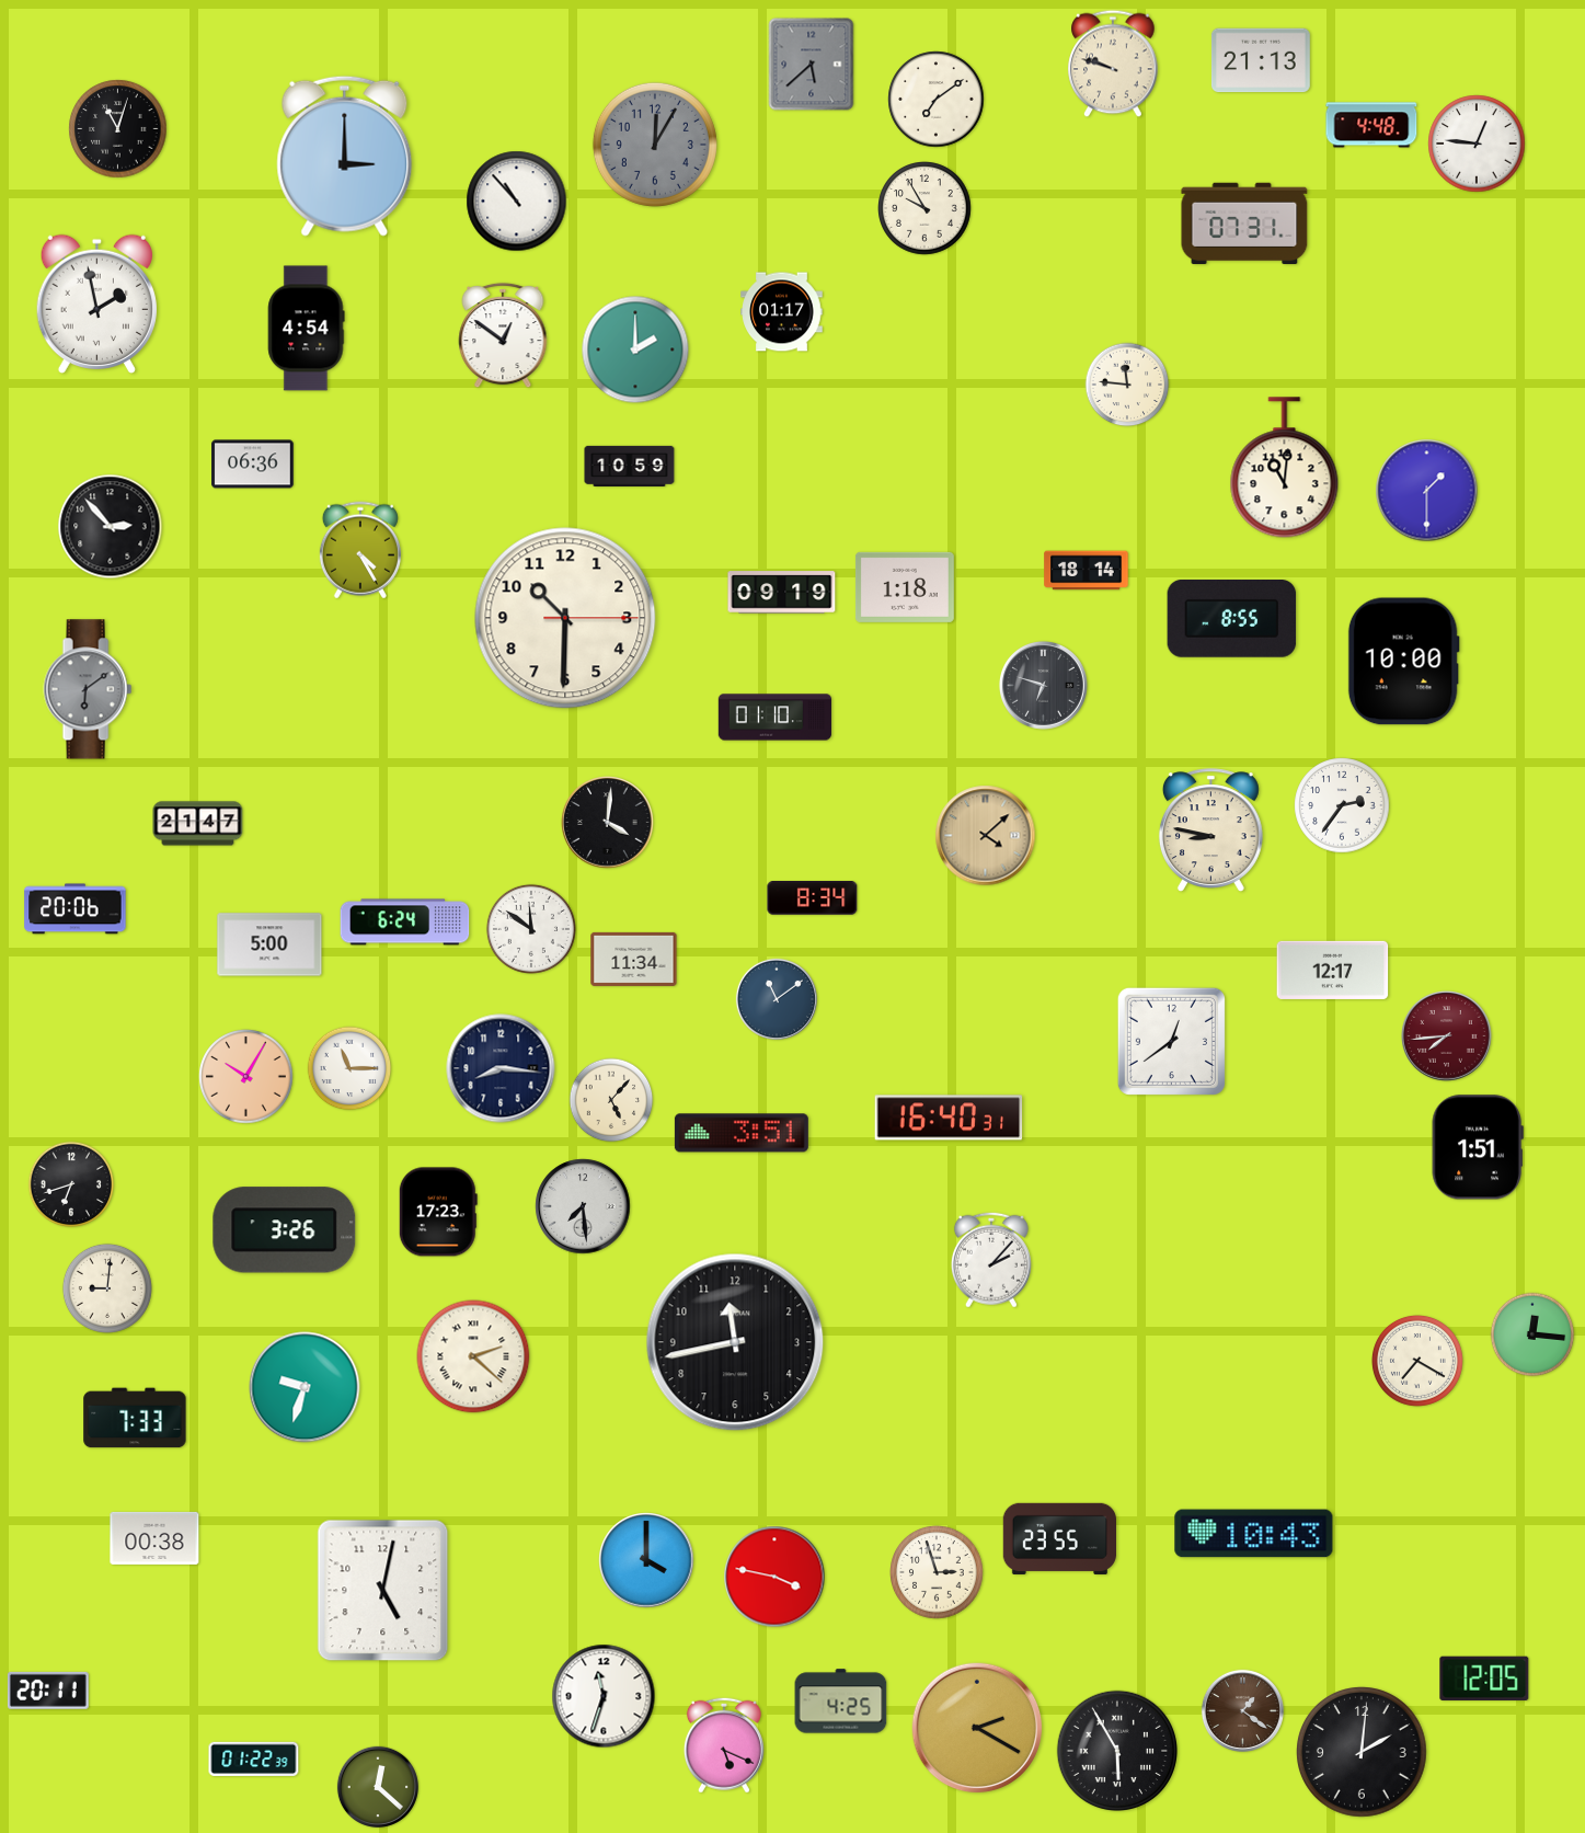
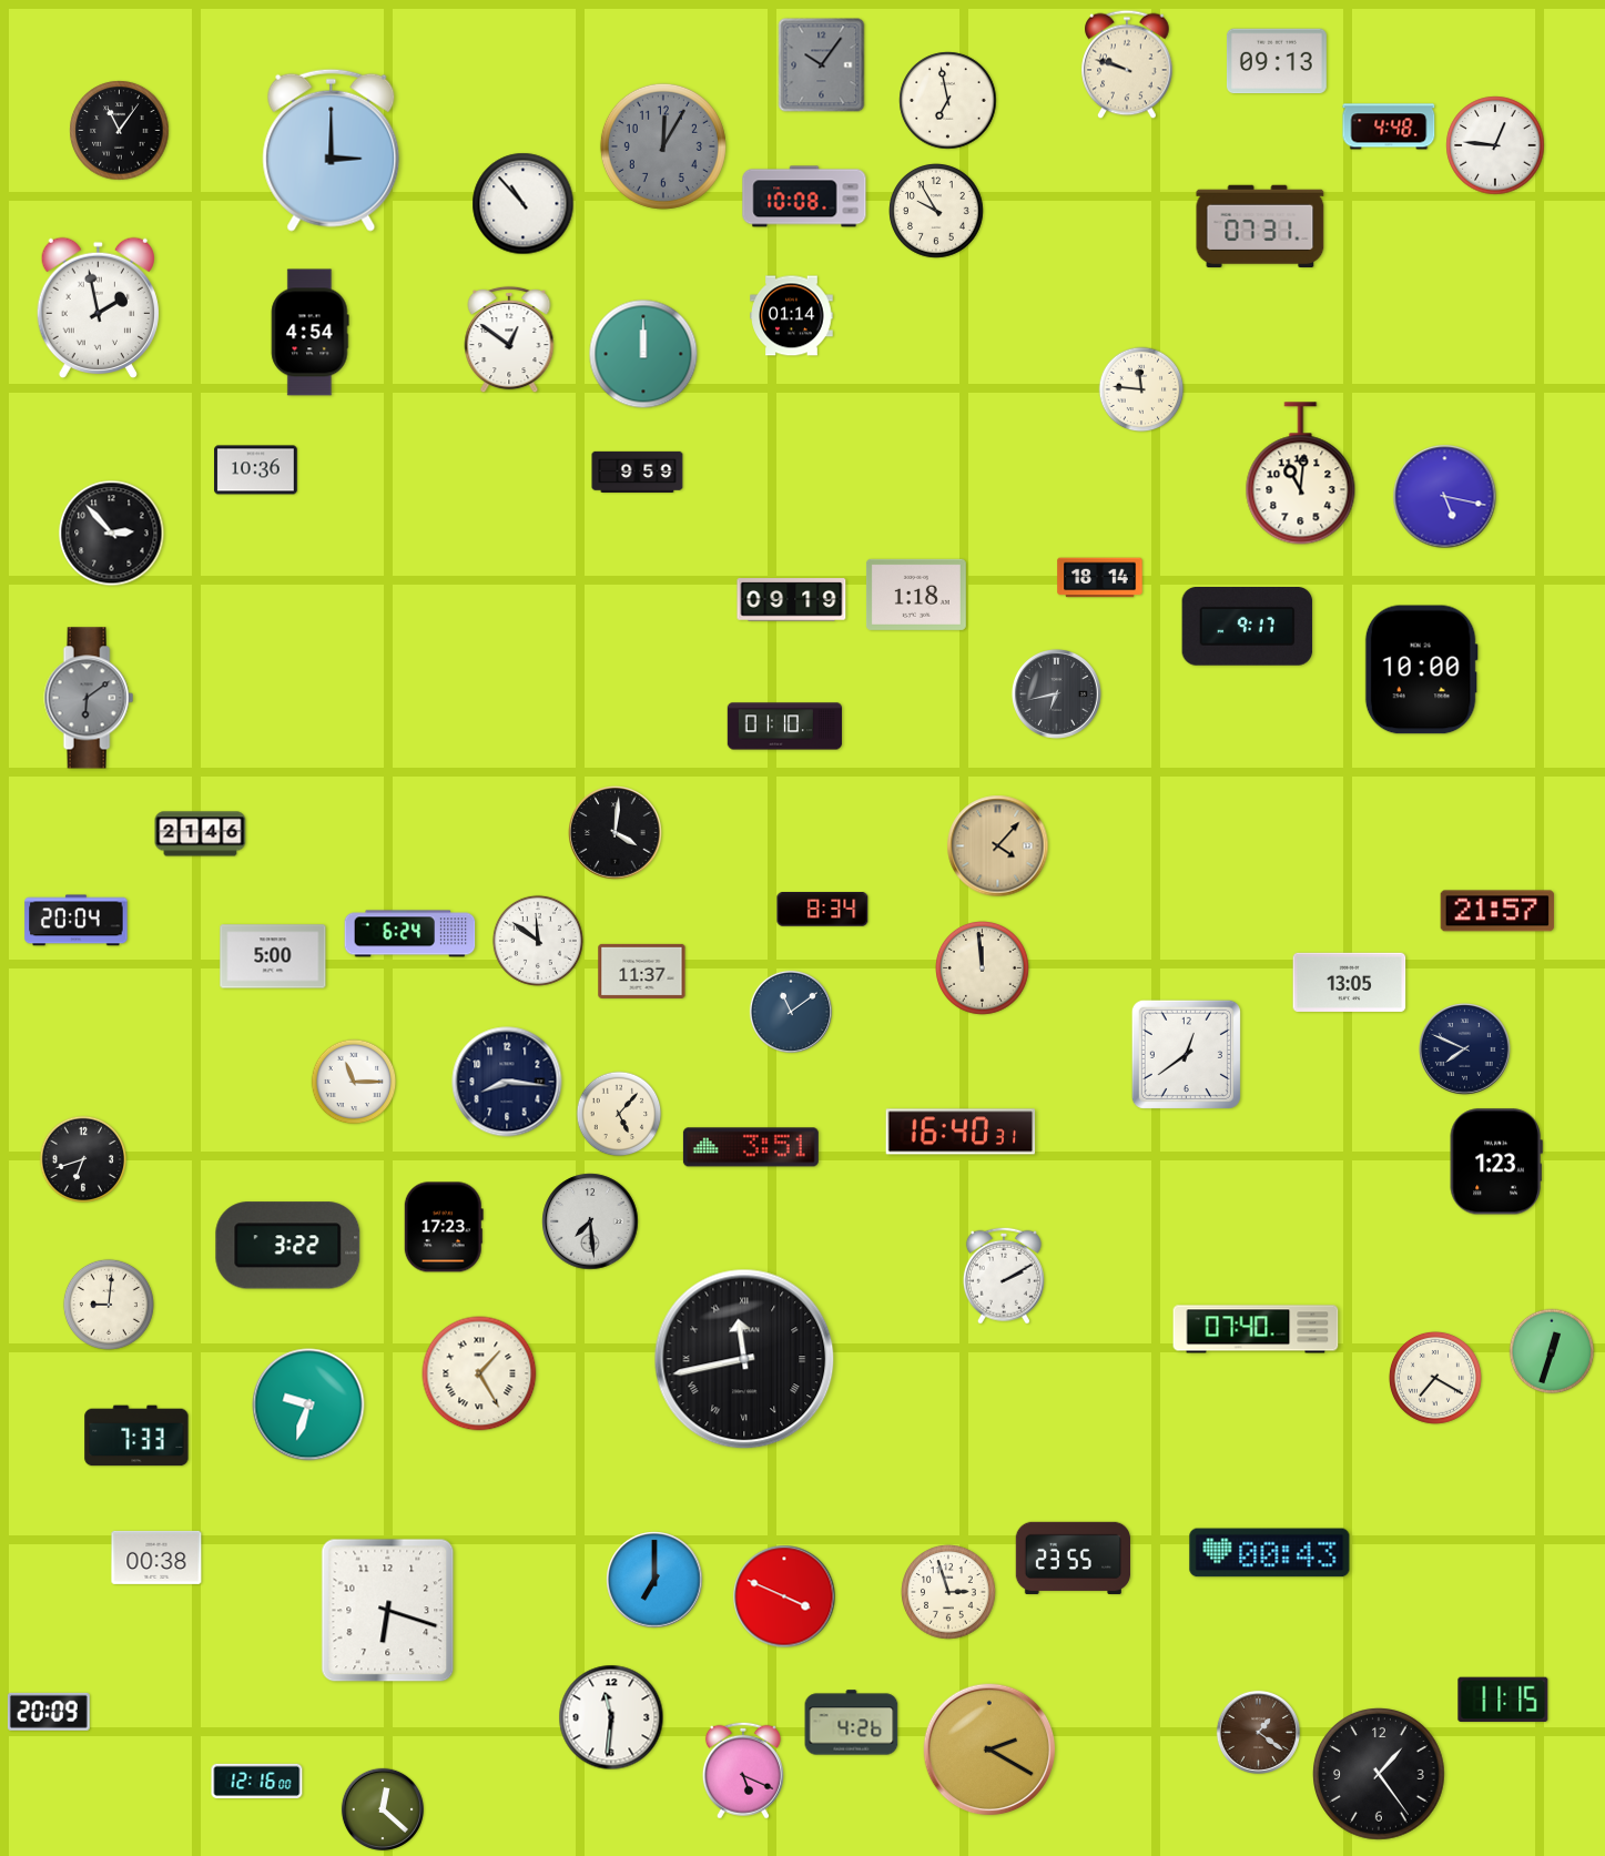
clock at (1261, 60): 21:13 -> 09:13
clock at (812, 65): 5:38 -> 10:06
clock at (937, 100): 7:09 -> 6:58
clock at (118, 129): 11:03 -> 11:06
clock at (345, 156) position: (345, 156) -> (332, 150)
clock at (804, 196): none -> 10:08
clock at (782, 312): 01:17 -> 01:14
clock at (635, 350): 2:00 -> 12:00
clock at (253, 465): 06:36 -> 10:36
clock at (630, 466): 10:59 -> 9:59
clock at (1427, 491): 1:30 -> 5:17
clock at (360, 550): 4:25 -> none
clock at (565, 618): 10:30 -> none
clock at (1232, 619): 8:55 -> 9:17
clock at (1043, 685): 6:48 -> 6:43
clock at (1342, 805): 2:36 -> none
clock at (198, 824): 21:47 -> 21:46
clock at (1210, 830): 8:47 -> none
clock at (986, 836): 4:08 -> 4:07
clock at (1497, 911): none -> 21:57
clock at (76, 909): 20:06 -> 20:04
clock at (983, 968): none -> 11:59
clock at (634, 959): 11:34 -> 11:37
clock at (1333, 970): 12:17 -> 13:05
clock at (777, 999) position: (777, 999) -> (791, 1012)
clock at (1447, 1036): 7:44 -> 7:49
clock at (1447, 1036) dial: burgundy -> navy
clock at (246, 1077): 10:05 -> none
clock at (1478, 1147): 1:51 -> 1:23
clock at (71, 1184) position: (71, 1184) -> (83, 1159)
clock at (285, 1230): 3:26 -> 3:22
clock at (991, 1260): 2:07 -> 2:10
clock at (1256, 1329): none -> 07:40
clock at (1532, 1334): 12:16 -> 12:33
clock at (735, 1342) numerals: Arabic -> Roman
clock at (473, 1356): 2:22 -> 1:25
clock at (1254, 1534): 10:43 -> 00:43
clock at (646, 1560): 4:00 -> 7:00
clock at (774, 1577): 3:47 -> 3:49
clock at (383, 1591): 5:02 -> 6:18
clock at (1484, 1677): 12:05 -> 11:15
clock at (48, 1691): 20:11 -> 20:09
clock at (604, 1696): 11:33 -> 11:31
clock at (841, 1702): 4:25 -> 4:26
clock at (724, 1745) position: (724, 1745) -> (743, 1771)
clock at (1116, 1750): 5:55 -> none
clock at (1362, 1752): 2:01 -> 1:24
clock at (254, 1758): 01:22 -> 12:16
